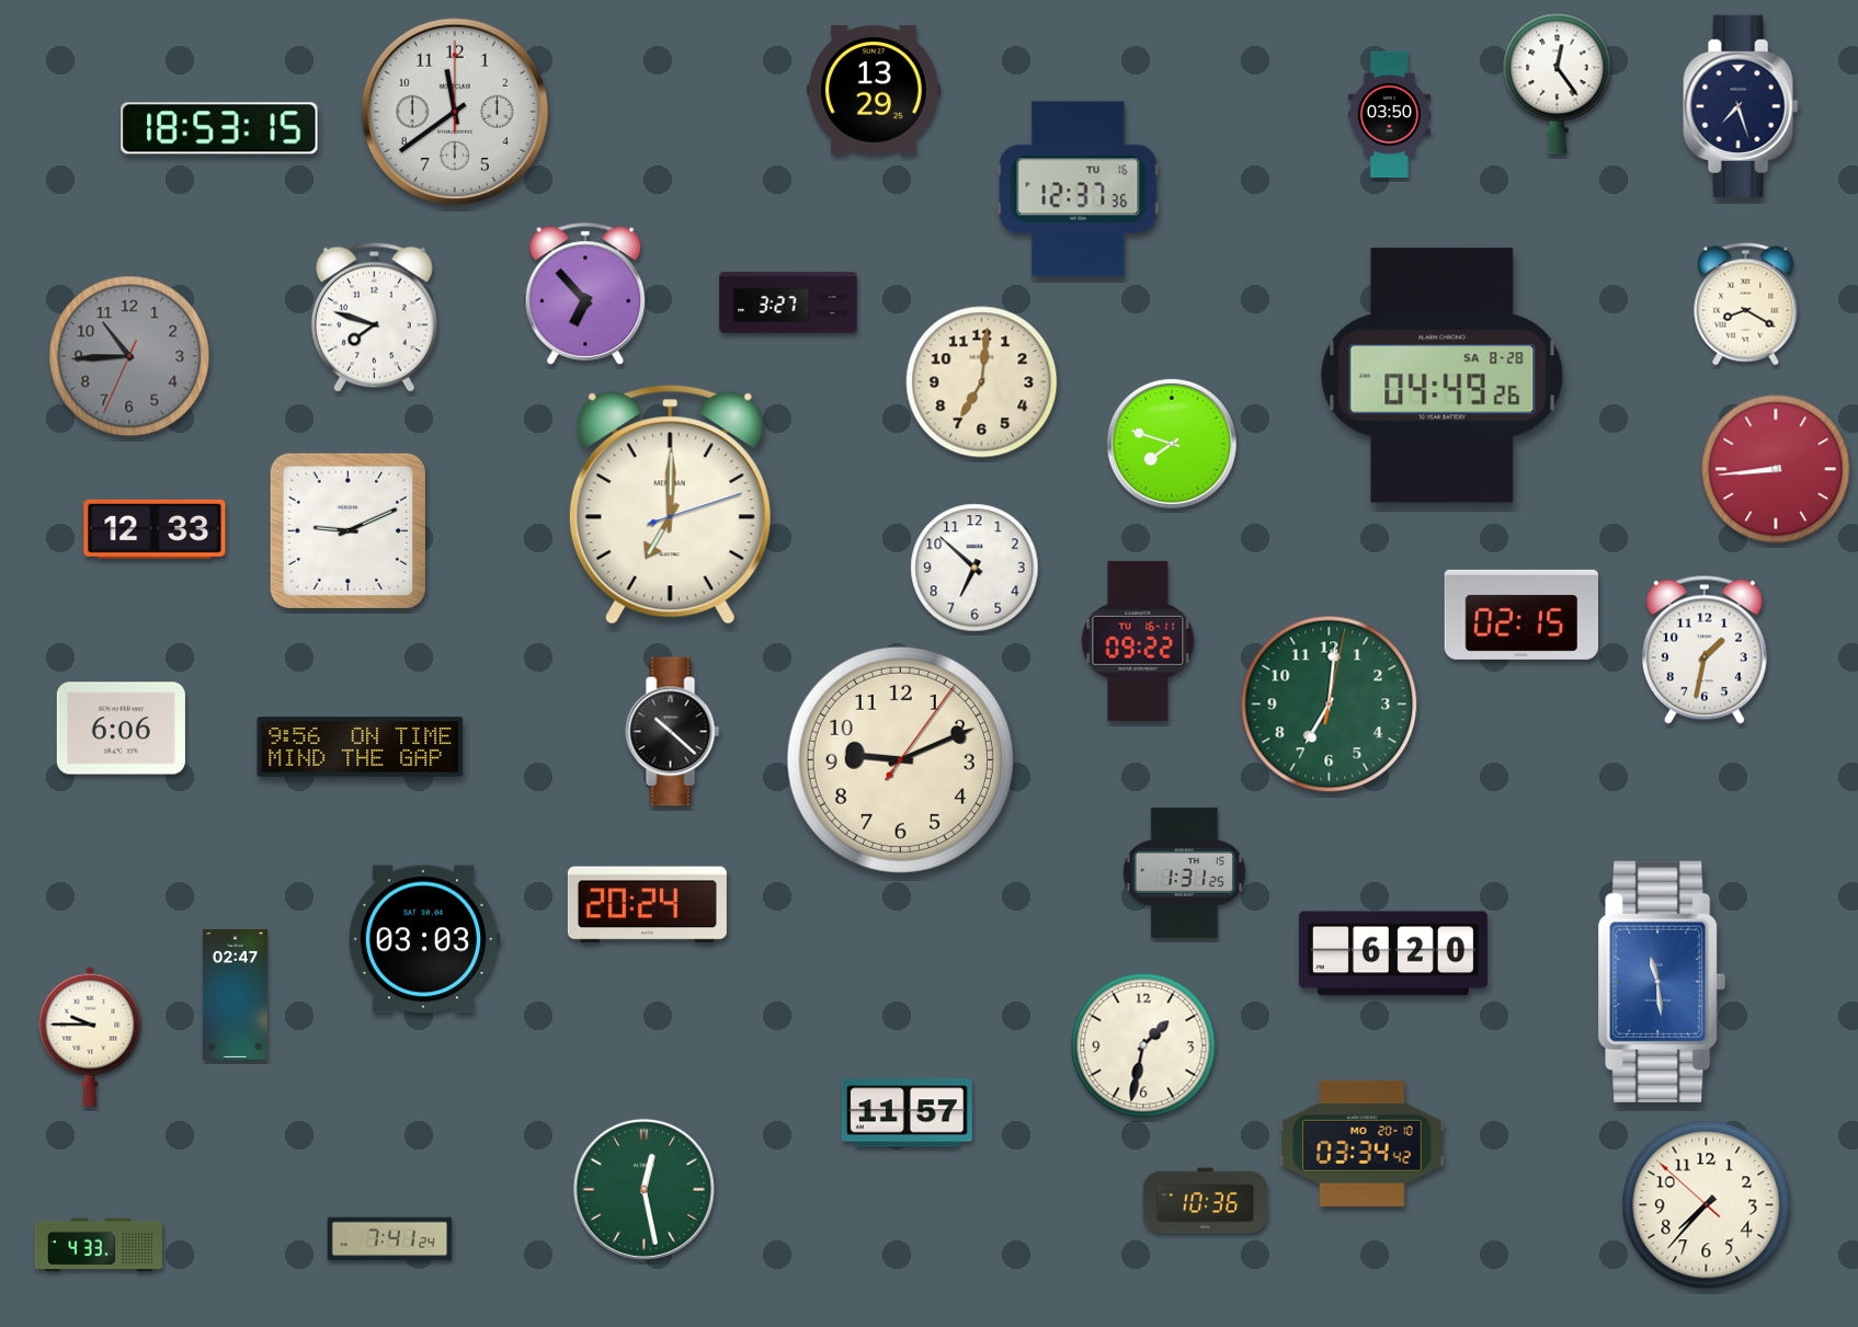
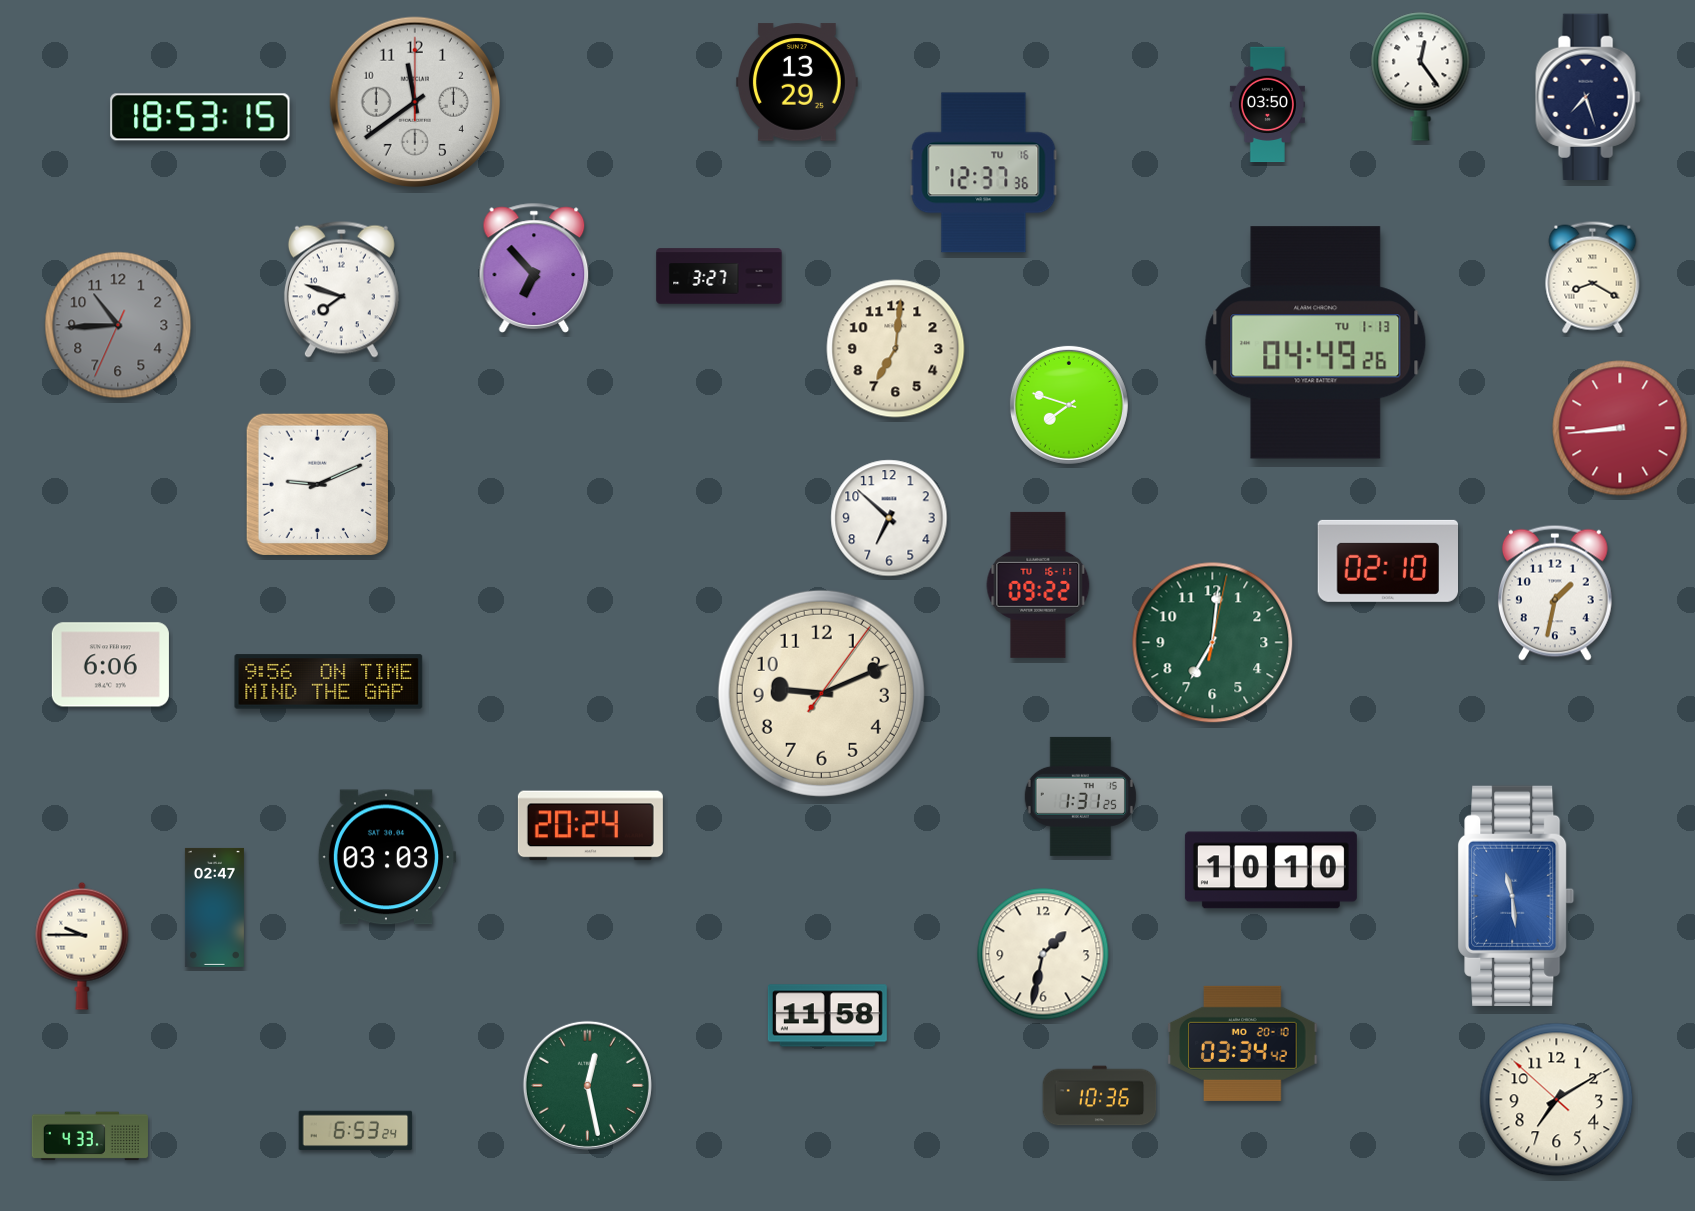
clock at (1443, 376) date: SA 8-28 -> TU 1-13
clock at (670, 505): 7:00 -> none
clock at (155, 529): 12:33 -> none
clock at (1520, 615): 02:15 -> 02:10
clock at (673, 732): 10:22 -> none
clock at (1393, 953): 6:20 -> 10:10
clock at (907, 1113): 11:57 -> 11:58
clock at (1707, 1205): 7:36 -> 7:09
clock at (390, 1239): 7:41 -> 6:53
